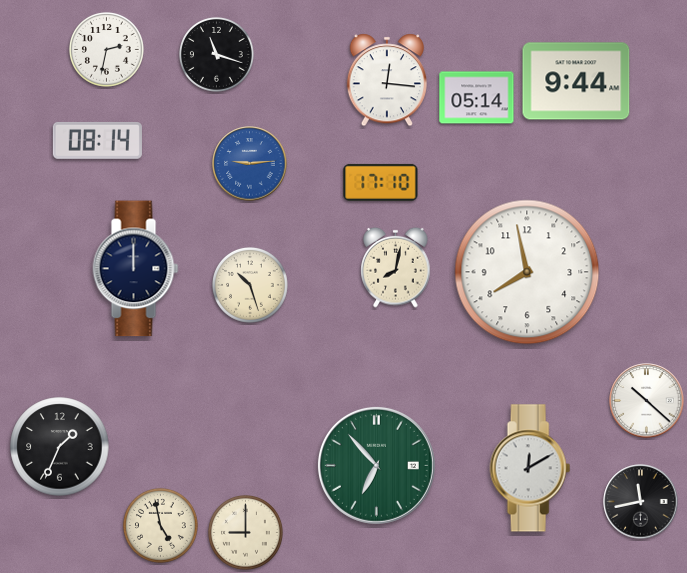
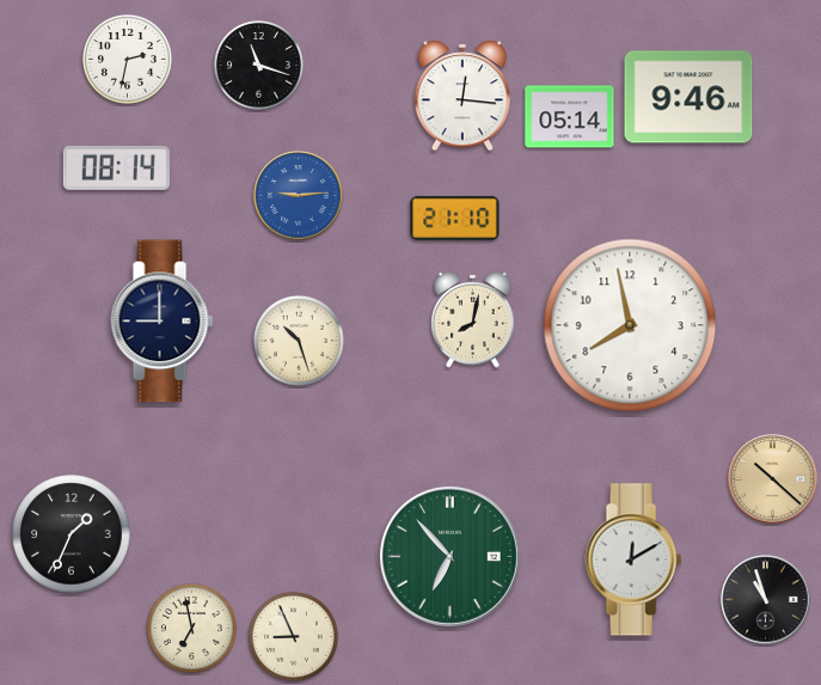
clock at (576, 81): 9:44 -> 9:46
clock at (381, 182): 17:10 -> 21:10
clock at (136, 269): 12:00 -> 9:00
clock at (647, 401) dial: white -> champagne
clock at (641, 502): 11:43 -> 10:57
clock at (160, 525): 4:58 -> 6:58
clock at (245, 532): 9:00 -> 8:56
